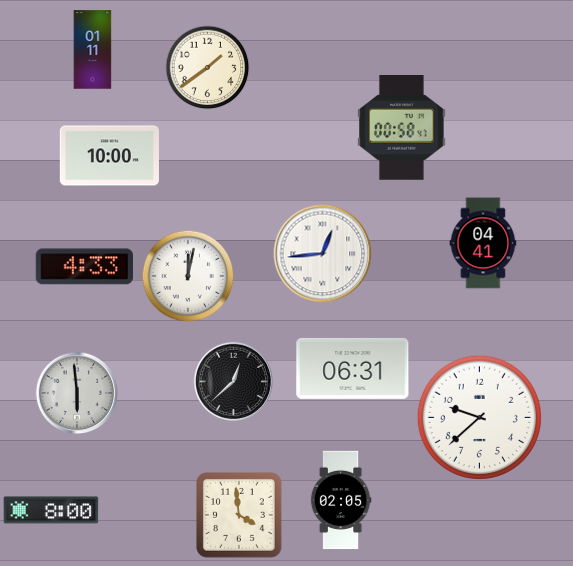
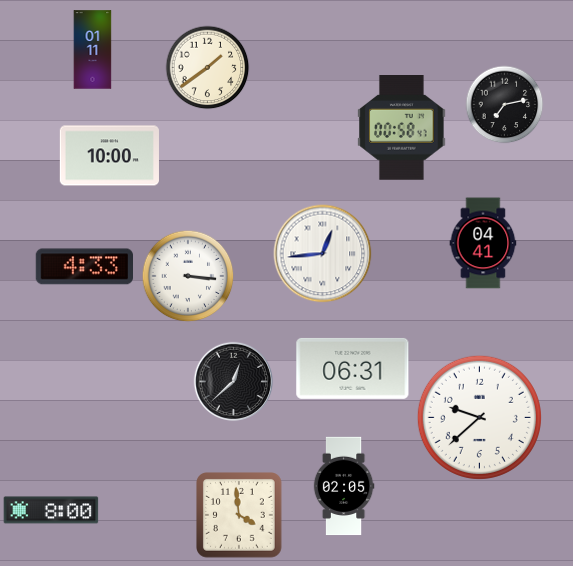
clock at (505, 105): none -> 7:13
clock at (188, 276): 12:02 -> 3:16
clock at (77, 393): 5:59 -> none
clock at (341, 500) position: (341, 500) -> (344, 486)
